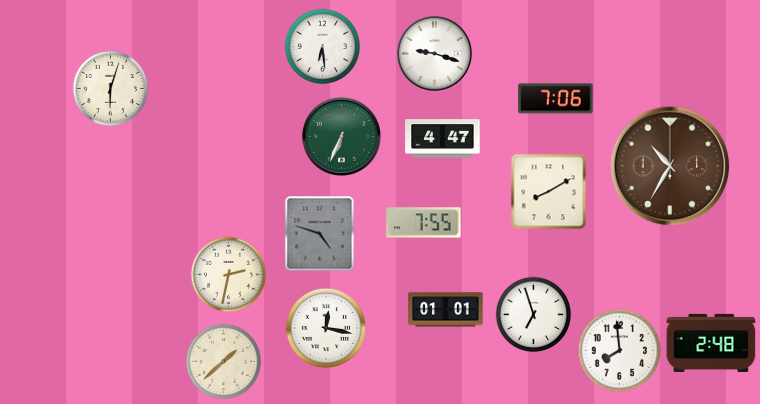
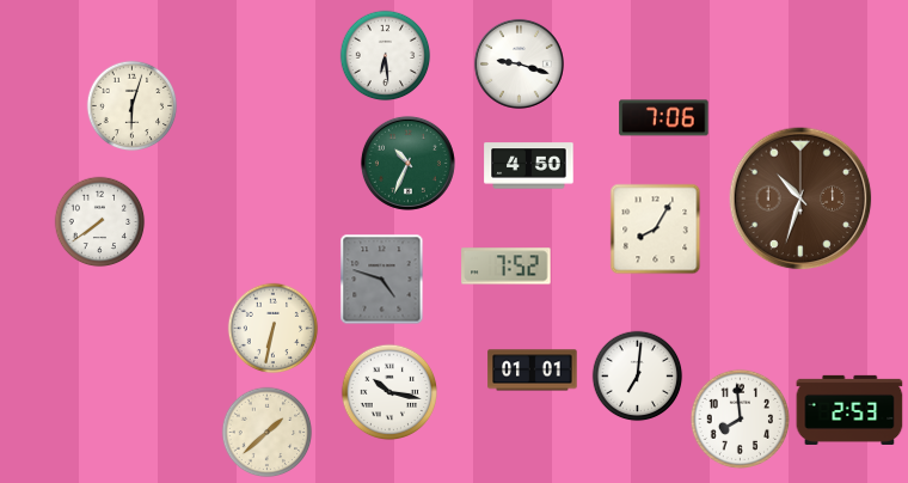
clock at (341, 136): 6:34 -> 10:34
clock at (443, 139): 4:47 -> 4:50
clock at (670, 166): 10:35 -> 10:33
clock at (100, 222): none -> 7:39
clock at (549, 192): 8:10 -> 8:05
clock at (424, 223): 7:55 -> 7:52
clock at (229, 275): 2:32 -> 6:32
clock at (534, 315): 6:57 -> 7:01
clock at (326, 328): 12:17 -> 10:17
clock at (711, 343): 2:48 -> 2:53
